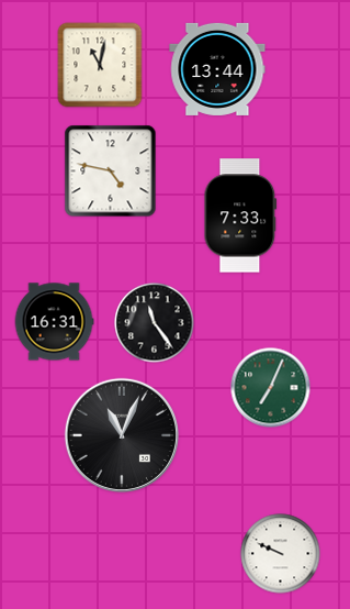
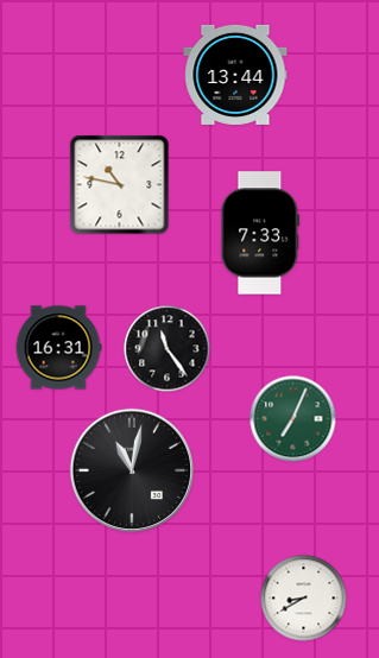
clock at (100, 65): 11:02 -> none
clock at (111, 171): 4:47 -> 10:47
clock at (121, 434): 11:04 -> 11:02
clock at (281, 554): 9:49 -> 8:40
